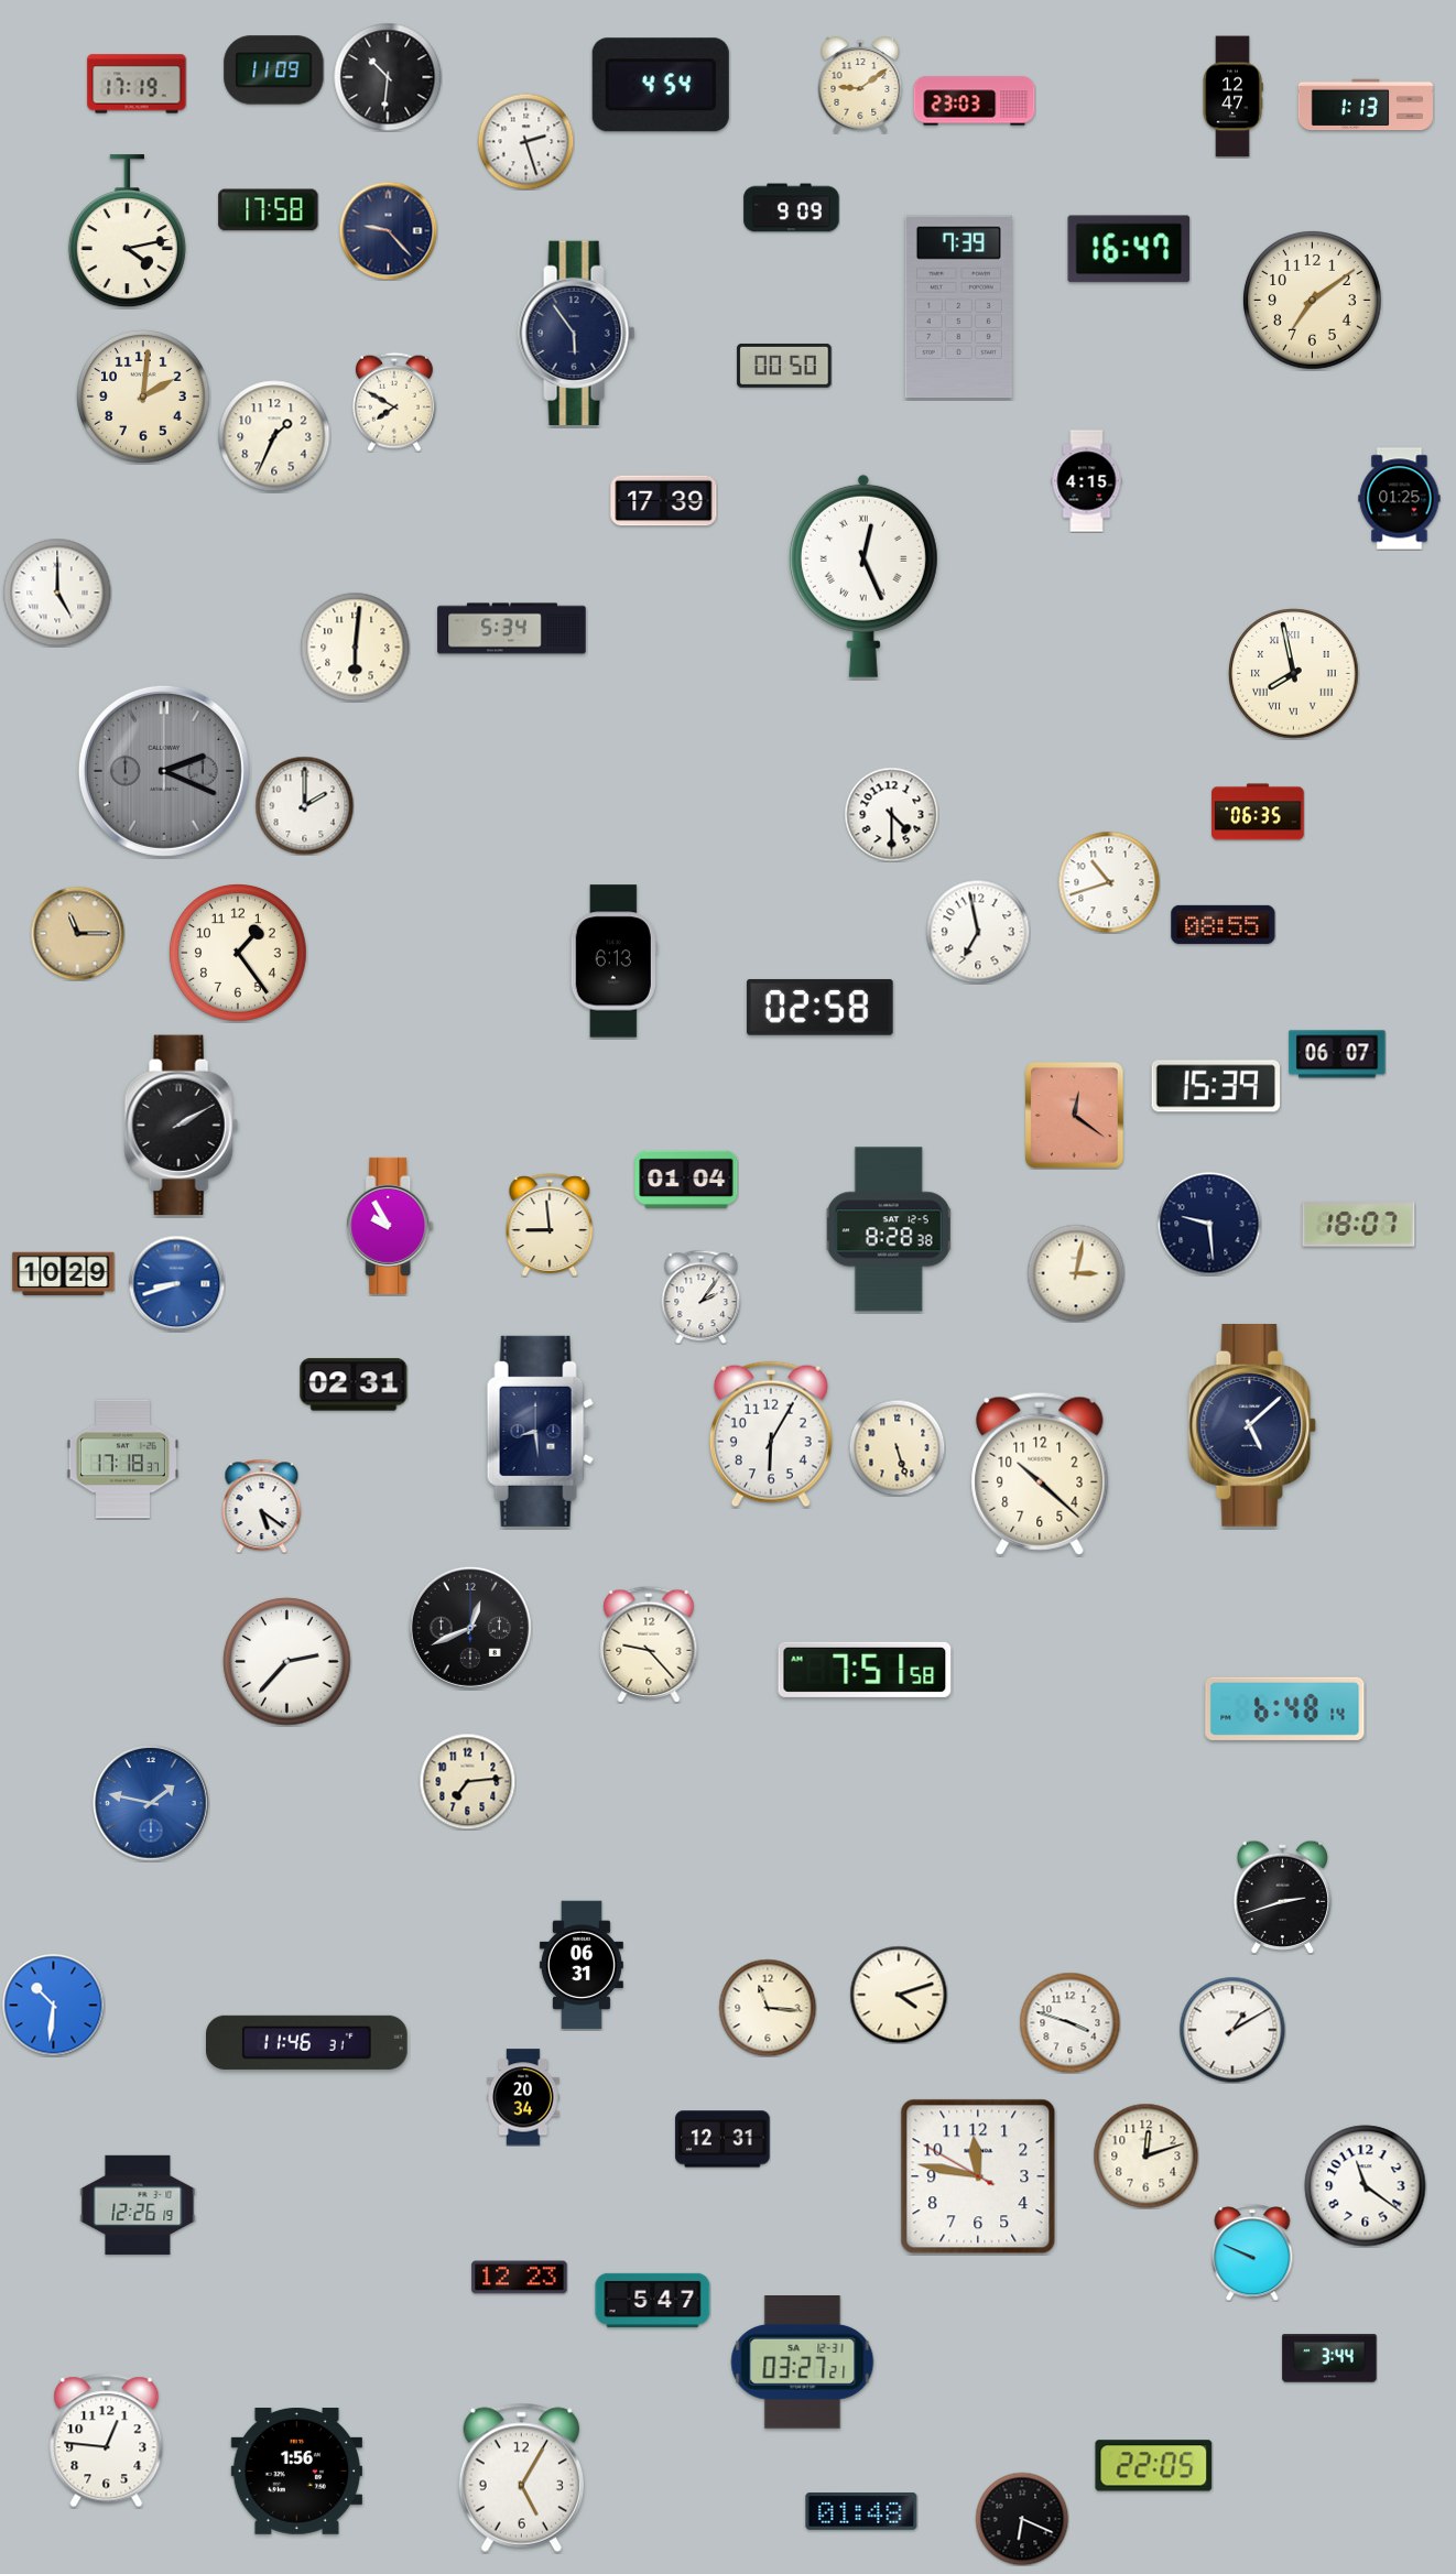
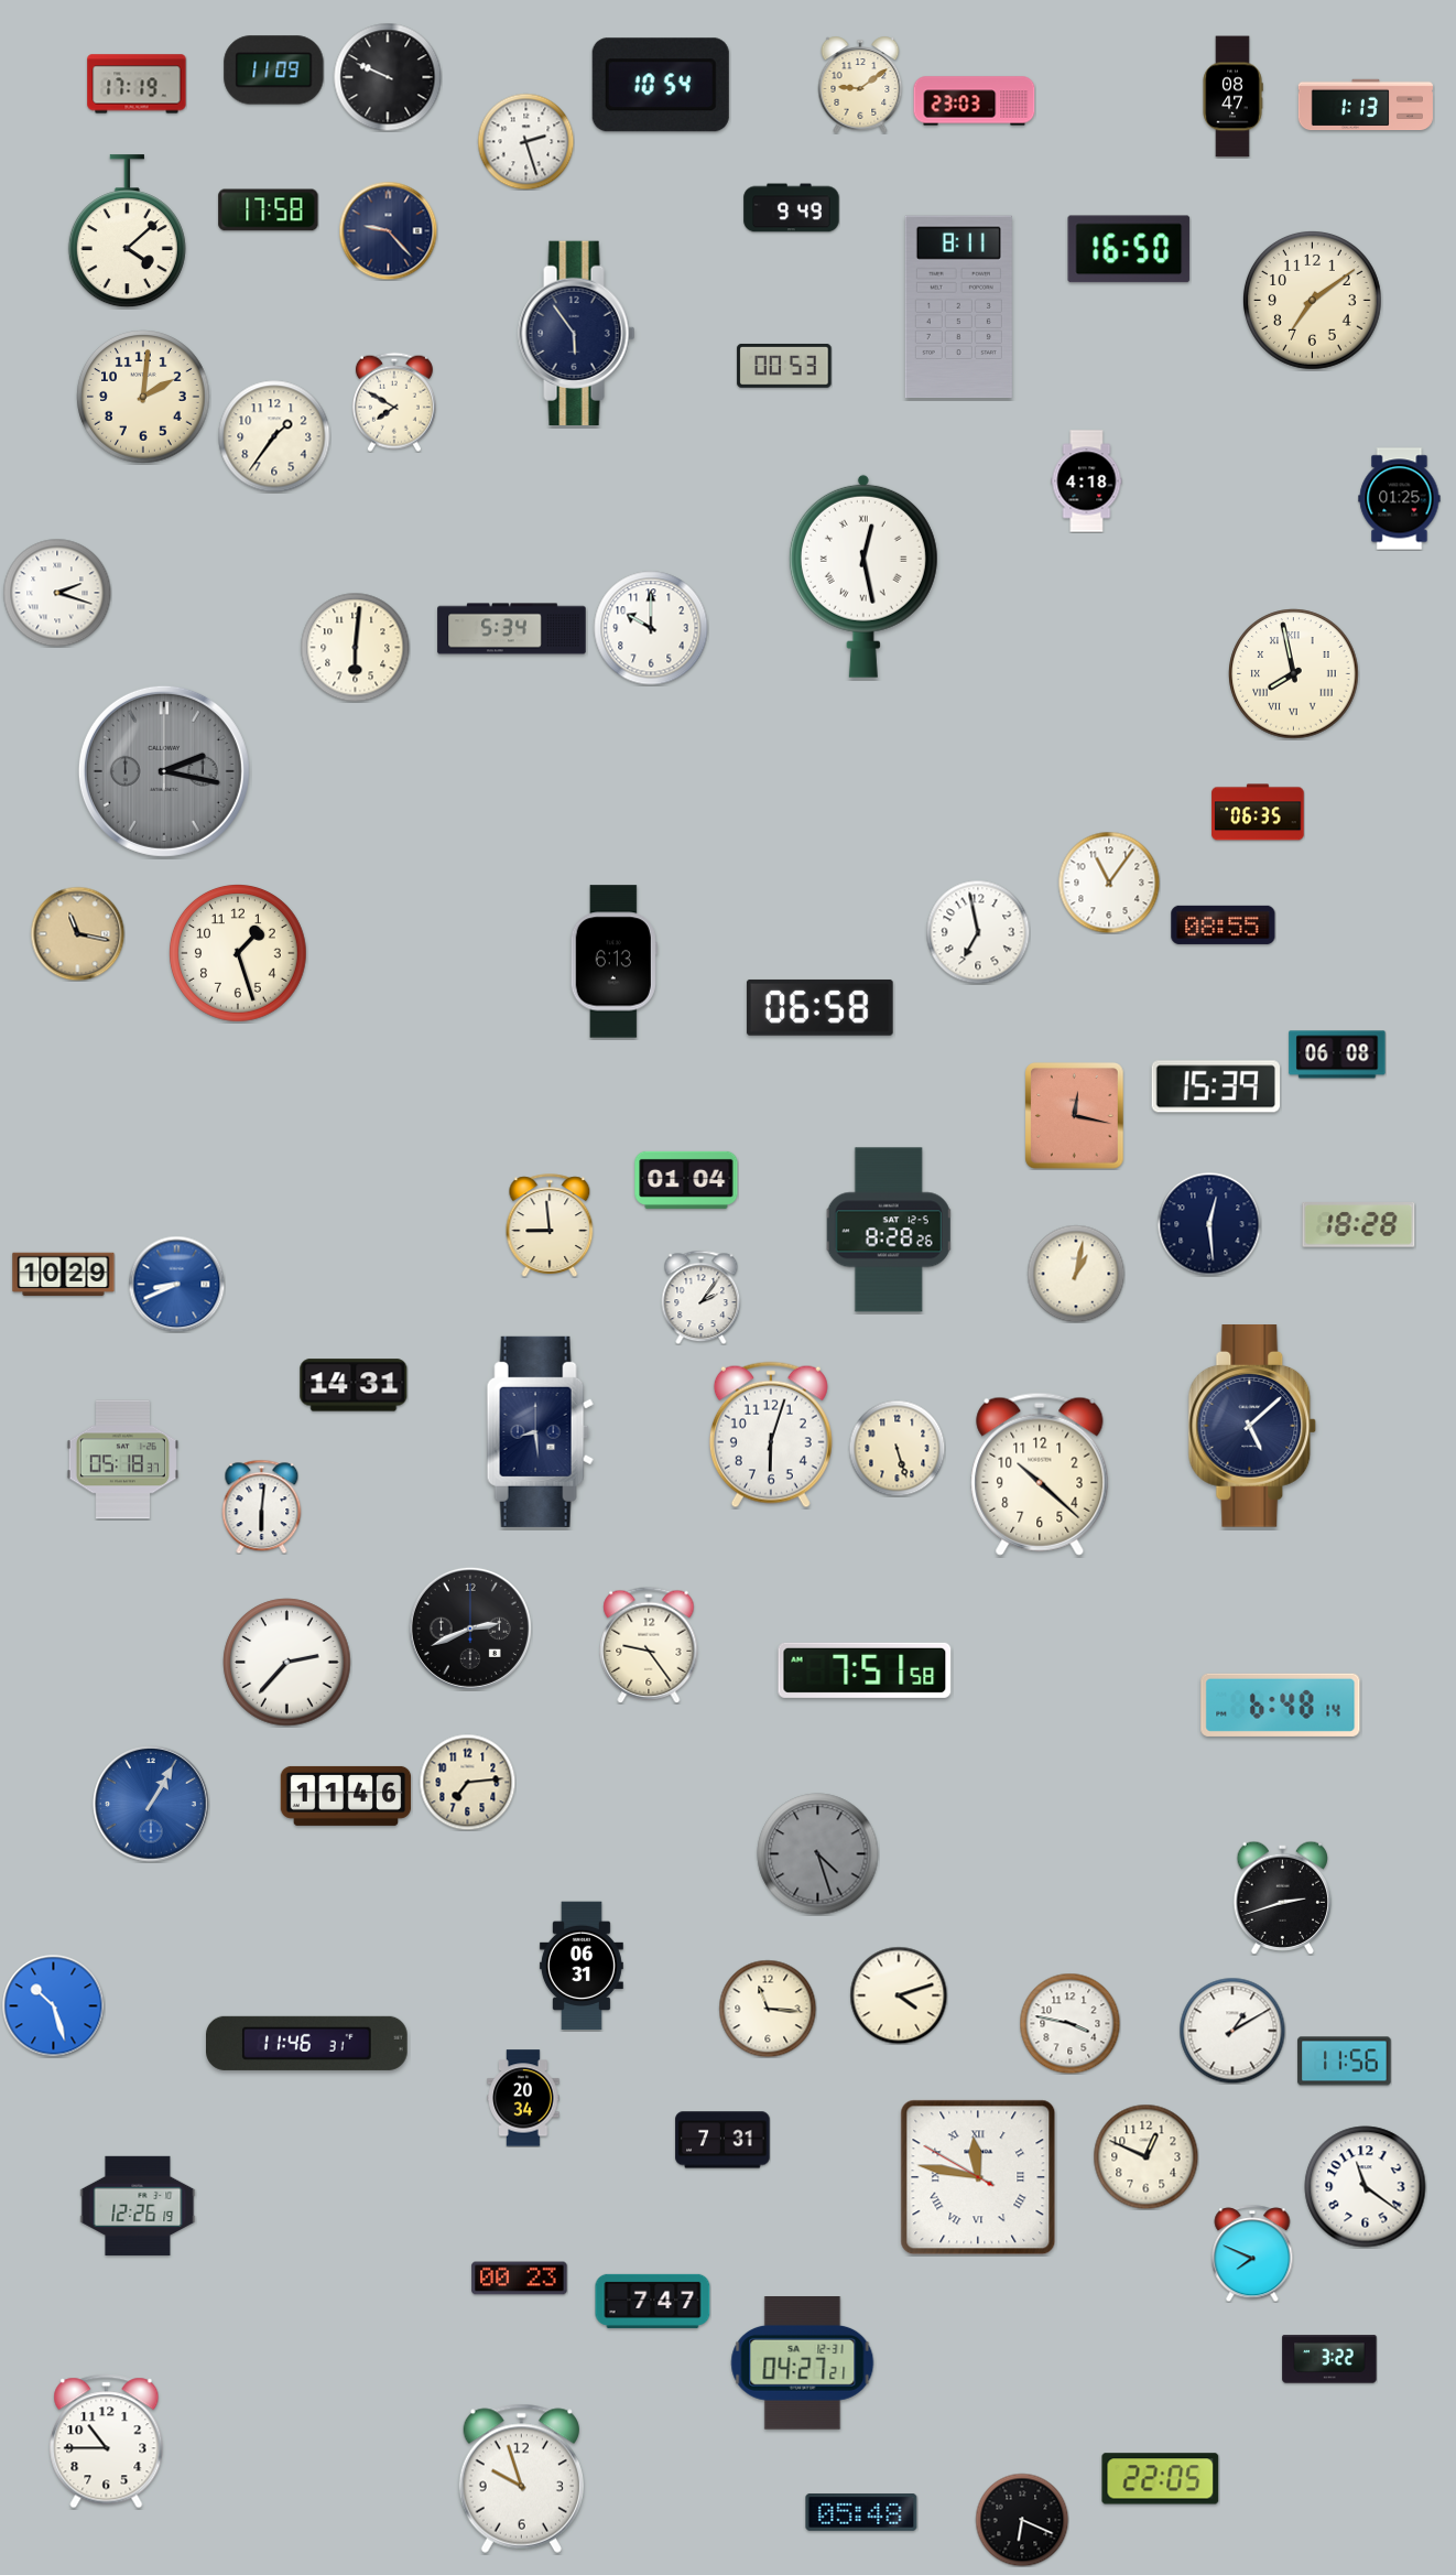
clock at (388, 77): 10:31 -> 9:49
clock at (661, 85): 4:54 -> 10:54
clock at (1232, 97): 12:47 -> 08:47
clock at (792, 208): 9:09 -> 9:49
clock at (127, 231): 4:13 -> 4:08
clock at (1129, 249): 16:47 -> 16:50
clock at (958, 307): 7:39 -> 8:11
clock at (784, 366): 00:50 -> 00:53
clock at (274, 436): 1:34 -> 1:36
clock at (1087, 481): 4:15 -> 4:18
clock at (664, 501): 17:39 -> none
clock at (863, 576): 12:26 -> 12:28
clock at (57, 593): 5:00 -> 2:18
clock at (651, 628): none -> 10:00
clock at (164, 771): 2:19 -> 2:17
clock at (304, 805): 2:00 -> none
clock at (891, 814): 4:30 -> none
clock at (1109, 882): 10:42 -> 11:06
clock at (77, 933): 11:15 -> 11:17
clock at (239, 954): 1:24 -> 1:27
clock at (819, 1007): 02:58 -> 06:58
clock at (1337, 1054): 06:07 -> 06:08
clock at (1075, 1116): 12:21 -> 12:17
clock at (181, 1126): 2:10 -> none
clock at (1209, 1224): 9:29 -> 12:29
clock at (1359, 1225): 18:07 -> 18:28
clock at (390, 1226): 9:55 -> none
clock at (889, 1229): 8:28:38 -> 8:28:26
clock at (1076, 1273): 3:02 -> 1:02
clock at (176, 1283): 8:42 -> 8:41
clock at (354, 1384): 02:31 -> 14:31
clock at (771, 1434): 6:05 -> 6:03
clock at (122, 1459): 17:18 -> 05:18
clock at (262, 1506): 5:21 -> 6:01
clock at (470, 1628): 12:41 -> 2:41
clock at (649, 1644): 9:23 -> 9:24
clock at (1285, 1708) position: (1285, 1708) -> (1281, 1705)
clock at (346, 1796): none -> 11:46
clock at (151, 1803): 1:47 -> 1:05
clock at (818, 1854): none -> 4:27
clock at (53, 2005): 10:31 -> 10:27
clock at (1069, 2022): 3:48 -> 3:47
clock at (1345, 2062): none -> 11:56
clock at (722, 2139): 12:31 -> 7:31
clock at (1145, 2155): 12:12 -> 12:49
clock at (978, 2176) numerals: Arabic -> Roman
clock at (1252, 2252): 9:49 -> 7:49
clock at (520, 2278): 12:23 -> 00:23
clock at (653, 2300): 5:47 -> 7:47
clock at (1329, 2358): 3:44 -> 3:22
clock at (803, 2363): 03:27 -> 04:27
clock at (107, 2441): 12:46 -> 10:45
clock at (1154, 2466) position: (1154, 2466) -> (1161, 2479)
clock at (296, 2472): 1:56 -> none
clock at (521, 2477): 5:05 -> 9:57
clock at (861, 2511): 01:48 -> 05:48
